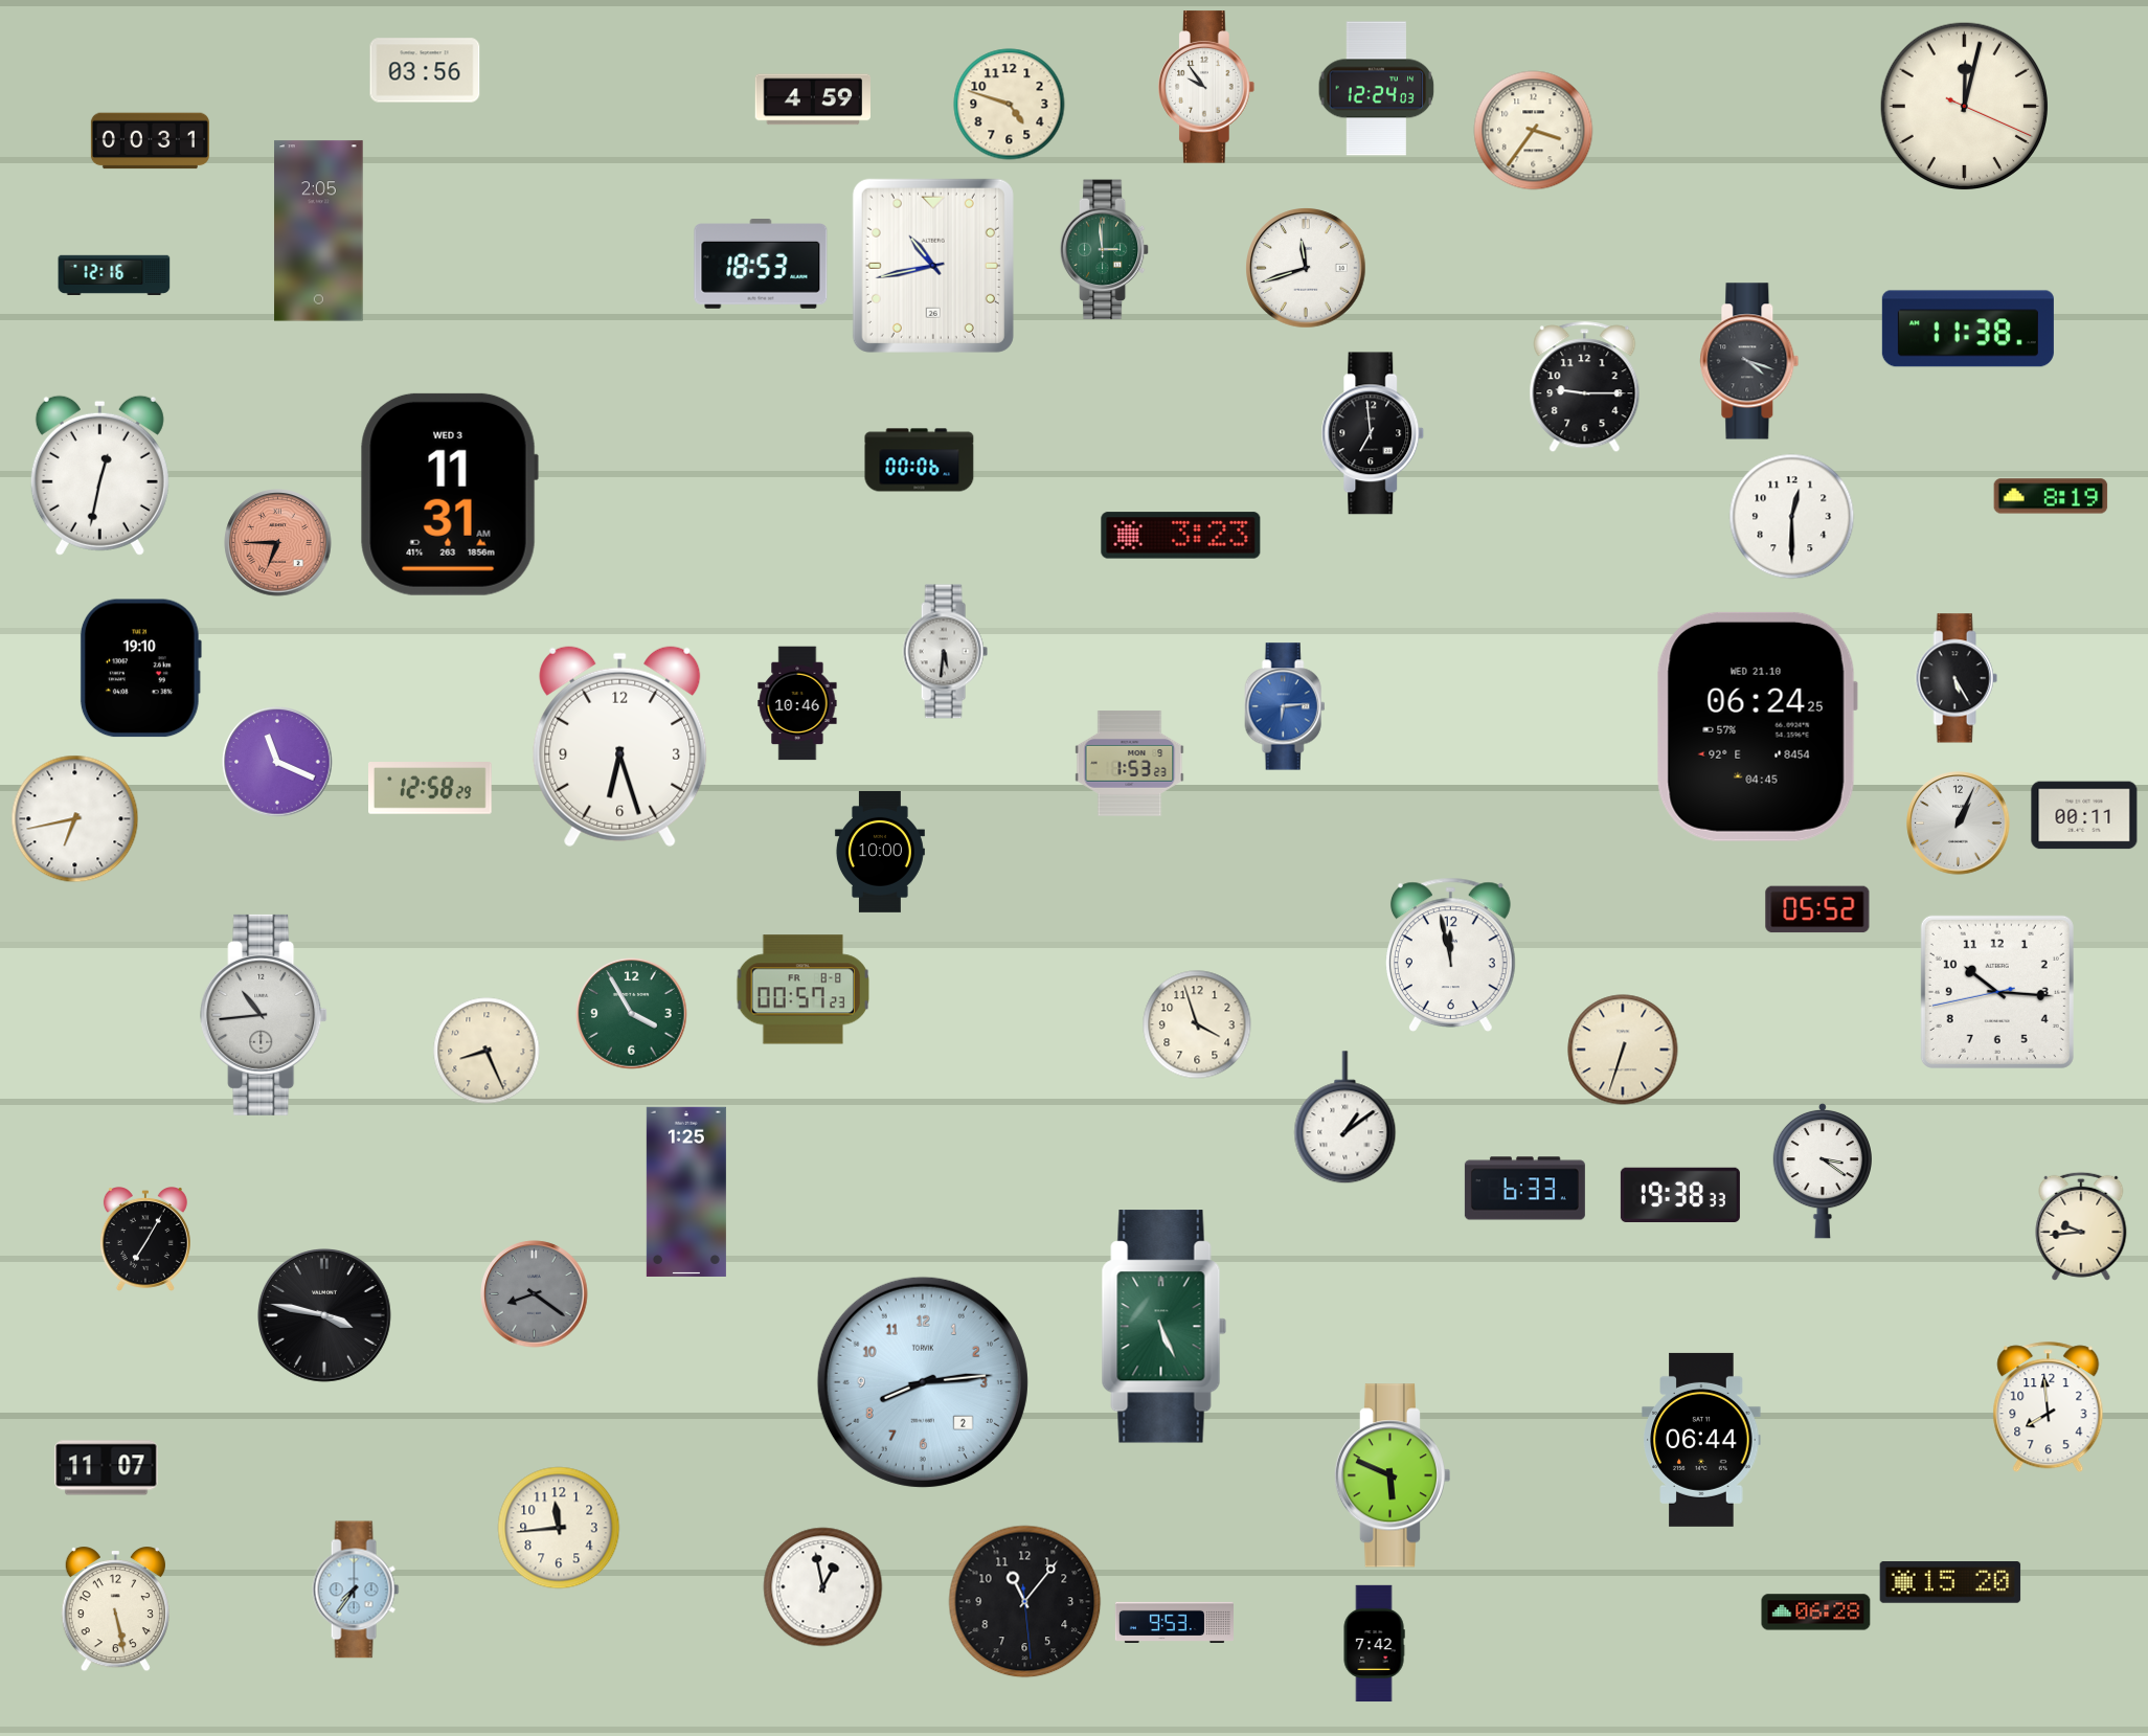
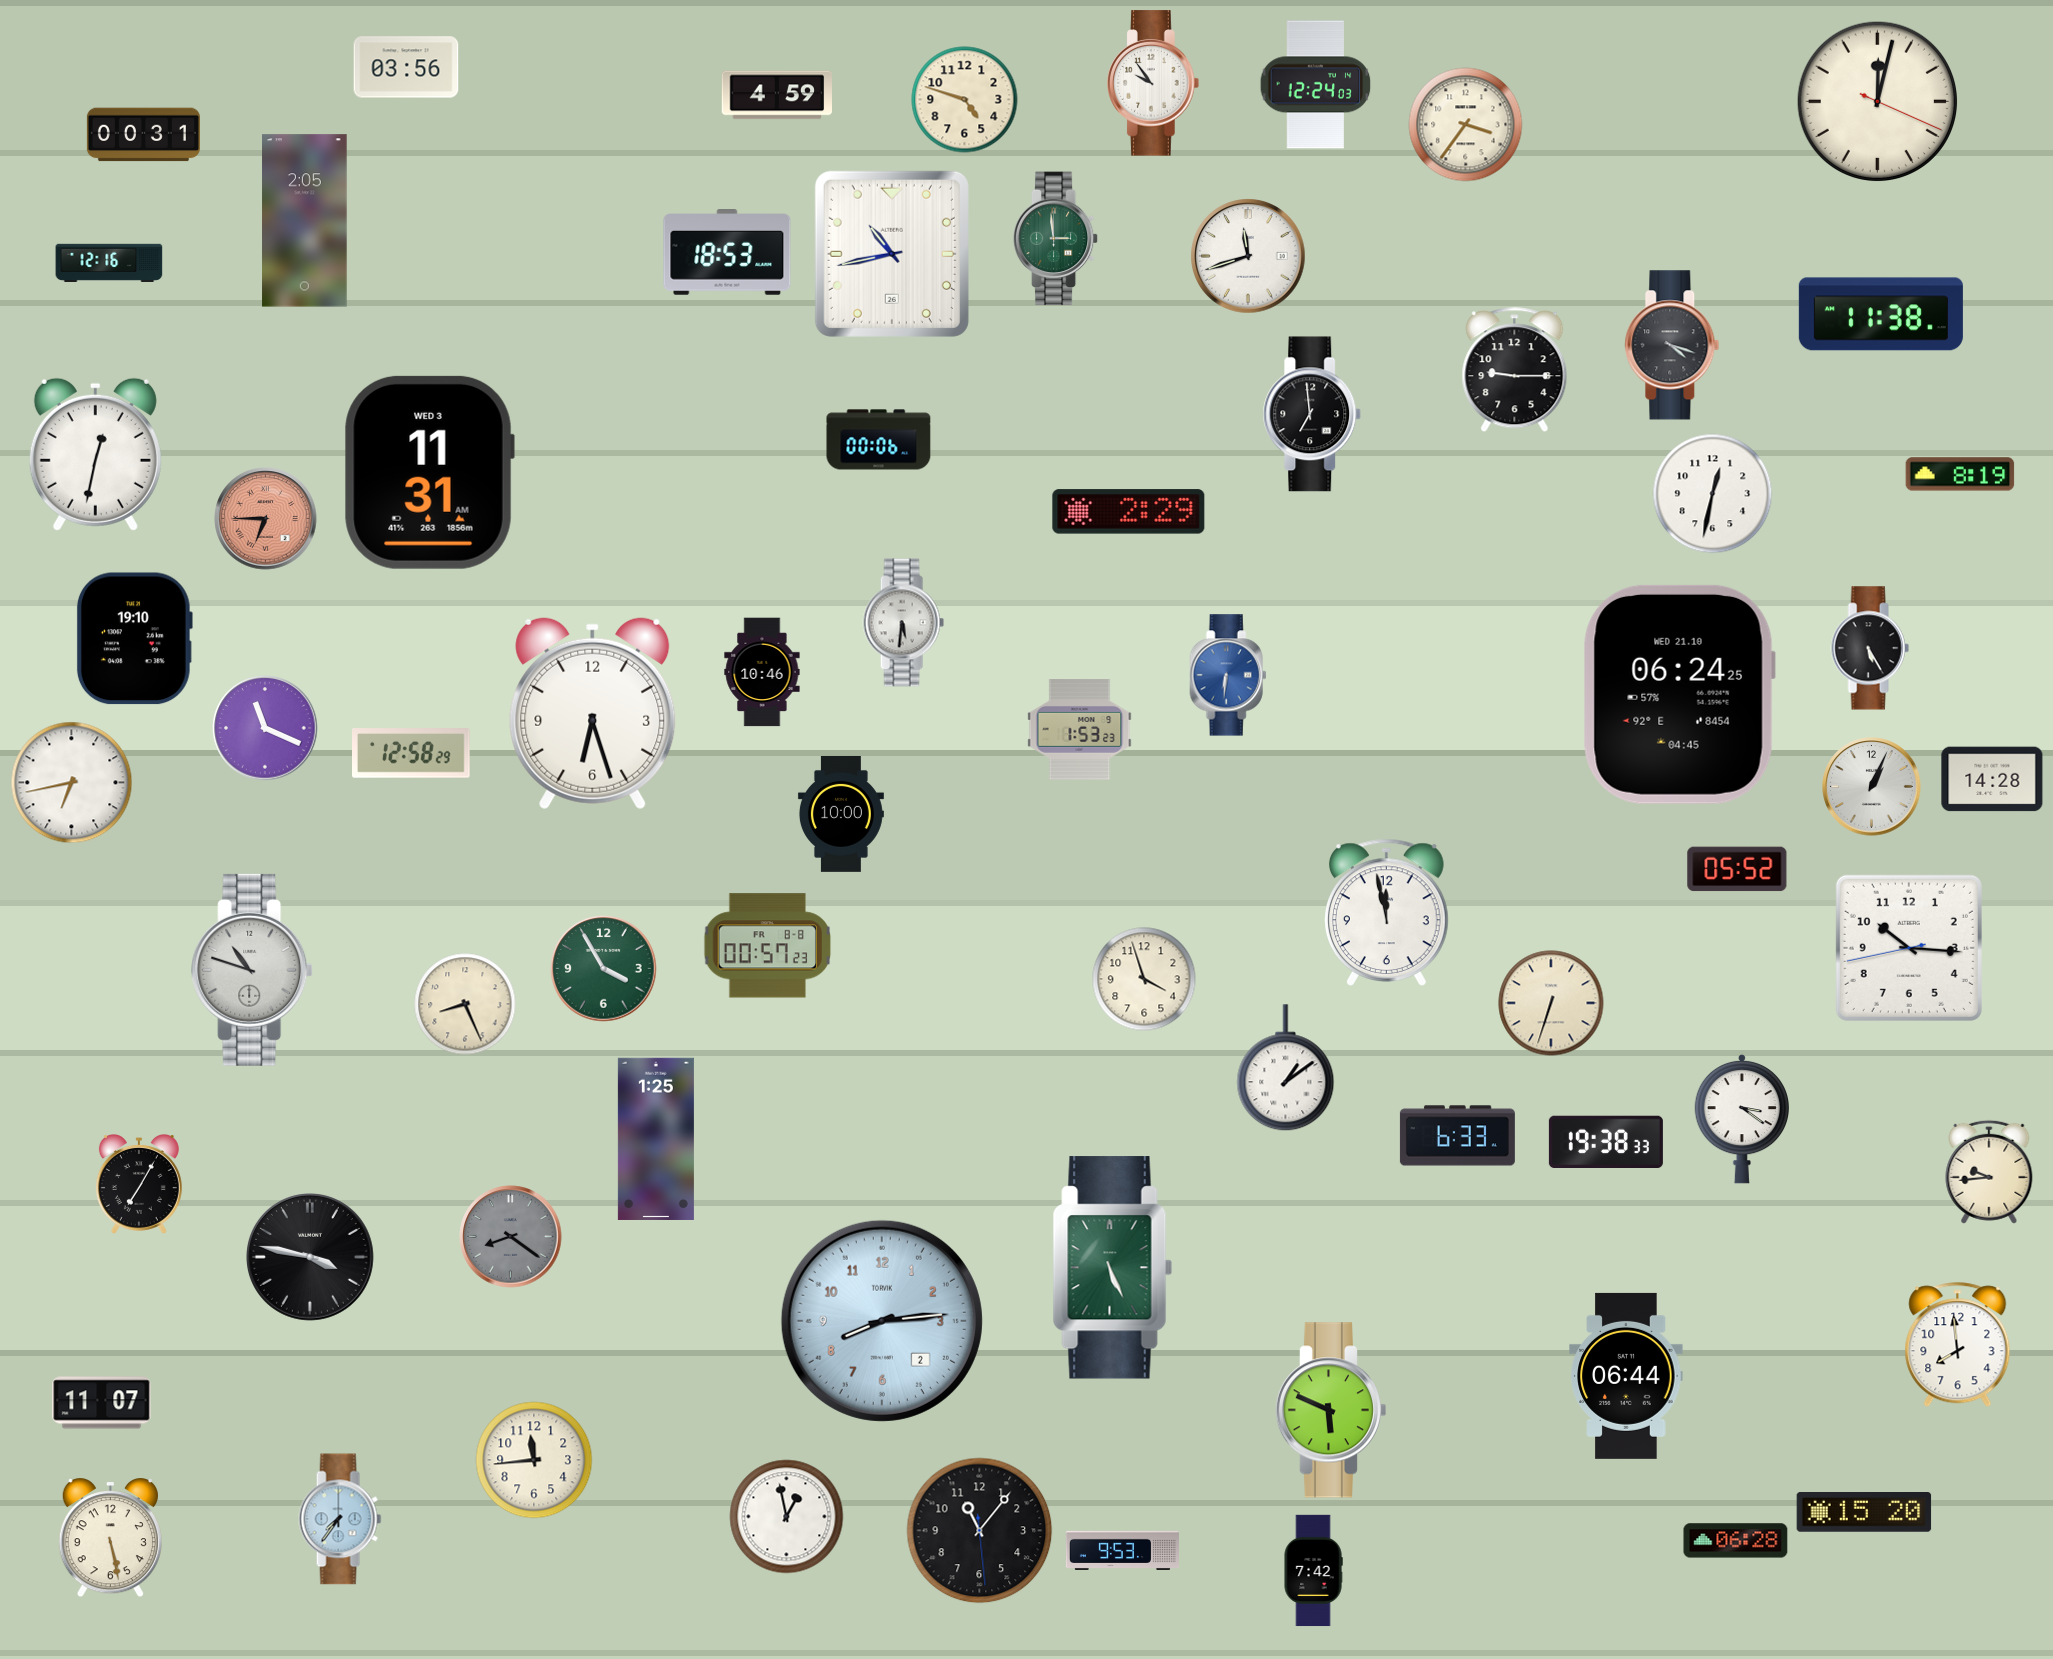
clock at (1792, 517): 12:30 -> 12:32
clock at (1181, 536): 3:23 -> 2:29
clock at (1285, 706): 6:14 -> 6:31
clock at (2084, 815): 00:11 -> 14:28
clock at (264, 1015): 10:44 -> 10:48
